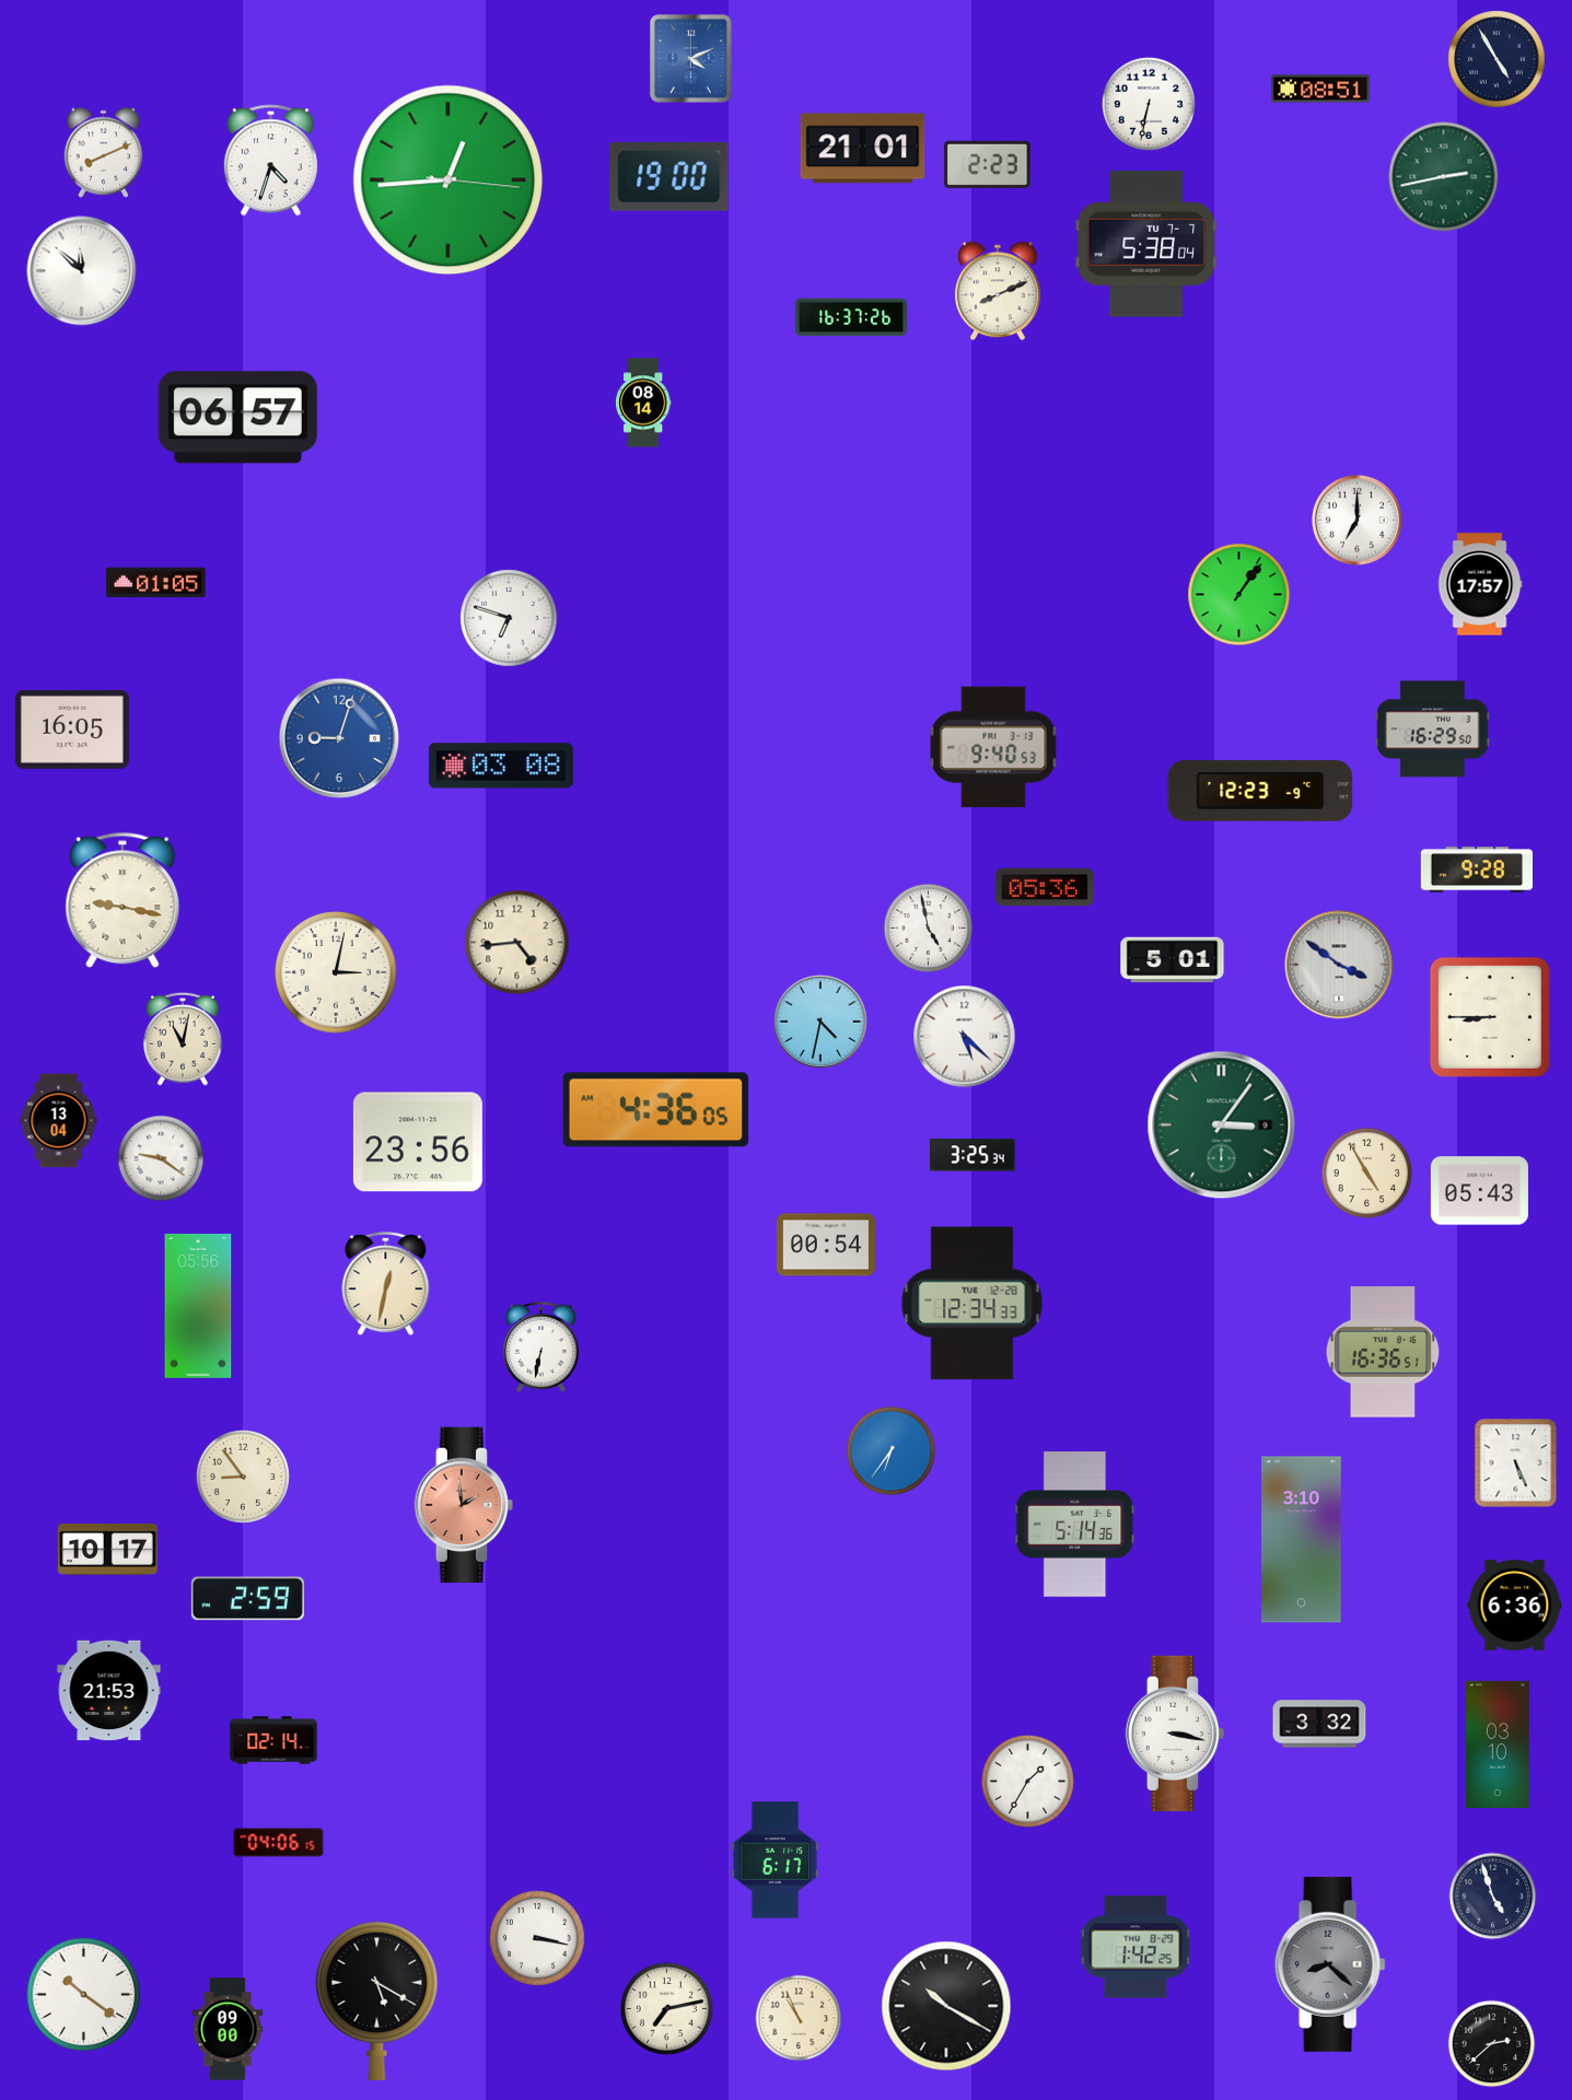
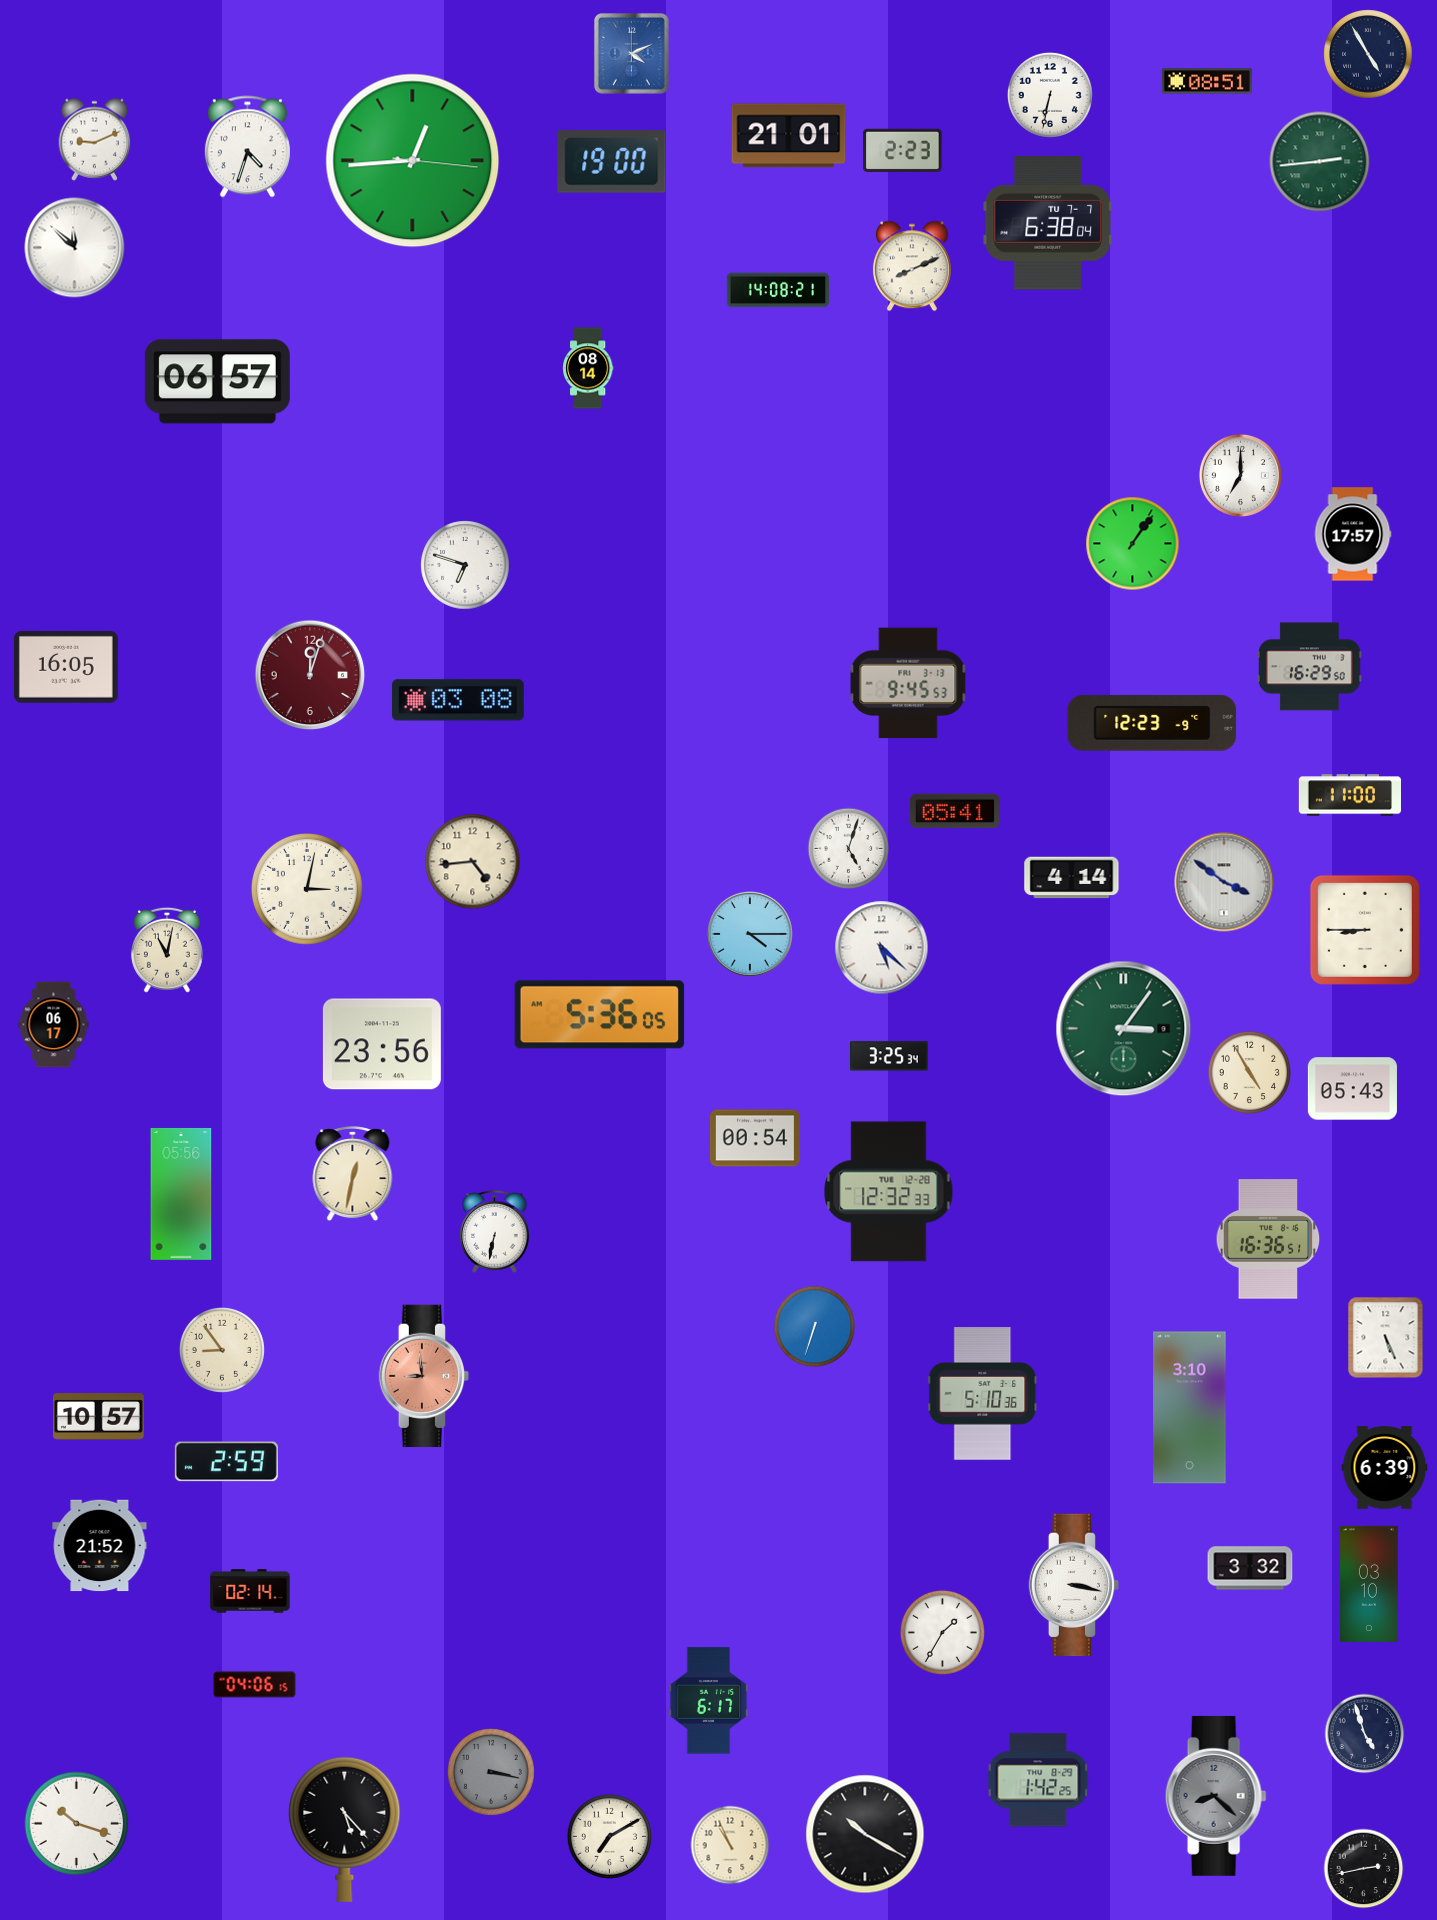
clock at (104, 152): 8:11 -> 9:11
clock at (1444, 177): 2:43 -> 2:44
clock at (449, 180) position: (449, 180) -> (413, 161)
clock at (1146, 244): 5:38 -> 6:38
clock at (850, 317): 16:37 -> 14:08
clock at (156, 583): 01:05 -> none
clock at (339, 738): 9:03 -> 12:03
clock at (339, 738) dial: blue -> burgundy
clock at (993, 747): 9:40 -> 9:45
clock at (1476, 870): 9:28 -> 11:00
clock at (1045, 887): 05:36 -> 05:41
clock at (123, 900): 9:17 -> none
clock at (929, 929): 4:58 -> 5:03
clock at (1173, 960): 5:01 -> 4:14
clock at (1490, 1017) position: (1490, 1017) -> (1365, 930)
clock at (820, 1022): 4:32 -> 4:15
clock at (656, 1110): 4:36 -> 5:36
clock at (59, 1121): 13:04 -> 06:17
clock at (1222, 1125) position: (1222, 1125) -> (1124, 1029)
clock at (161, 1158): 9:21 -> none
clock at (973, 1304): 12:34 -> 12:32
clock at (1383, 1352) position: (1383, 1352) -> (1268, 1239)
clock at (892, 1451): 6:36 -> 6:33
clock at (464, 1505): 1:59 -> 8:59
clock at (1075, 1525): 5:14 -> 5:10
clock at (108, 1550): 10:17 -> 10:57
clock at (1515, 1606): 6:36 -> 6:39
clock at (109, 1691): 21:53 -> 21:52
clock at (1319, 1724) position: (1319, 1724) -> (1250, 1568)
clock at (1498, 1745) position: (1498, 1745) -> (1369, 1584)
clock at (1027, 1781) position: (1027, 1781) -> (942, 1632)
clock at (538, 1939) dial: white -> grey
clock at (84, 1995): 10:21 -> 10:18
clock at (377, 2000): 5:20 -> 5:23
clock at (666, 2008): 7:13 -> 7:10
clock at (228, 2029): 09:00 -> none
clock at (1492, 2044): 2:38 -> 2:43
